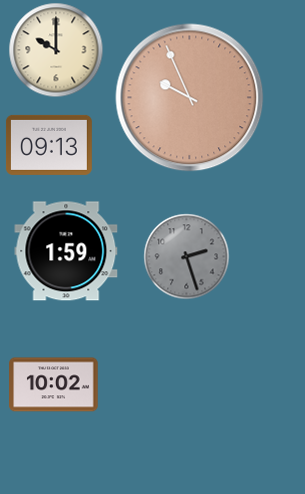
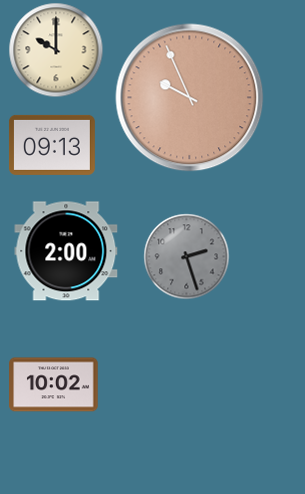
clock at (49, 145) position: (49, 145) -> (52, 145)
clock at (66, 251): 1:59 -> 2:00
